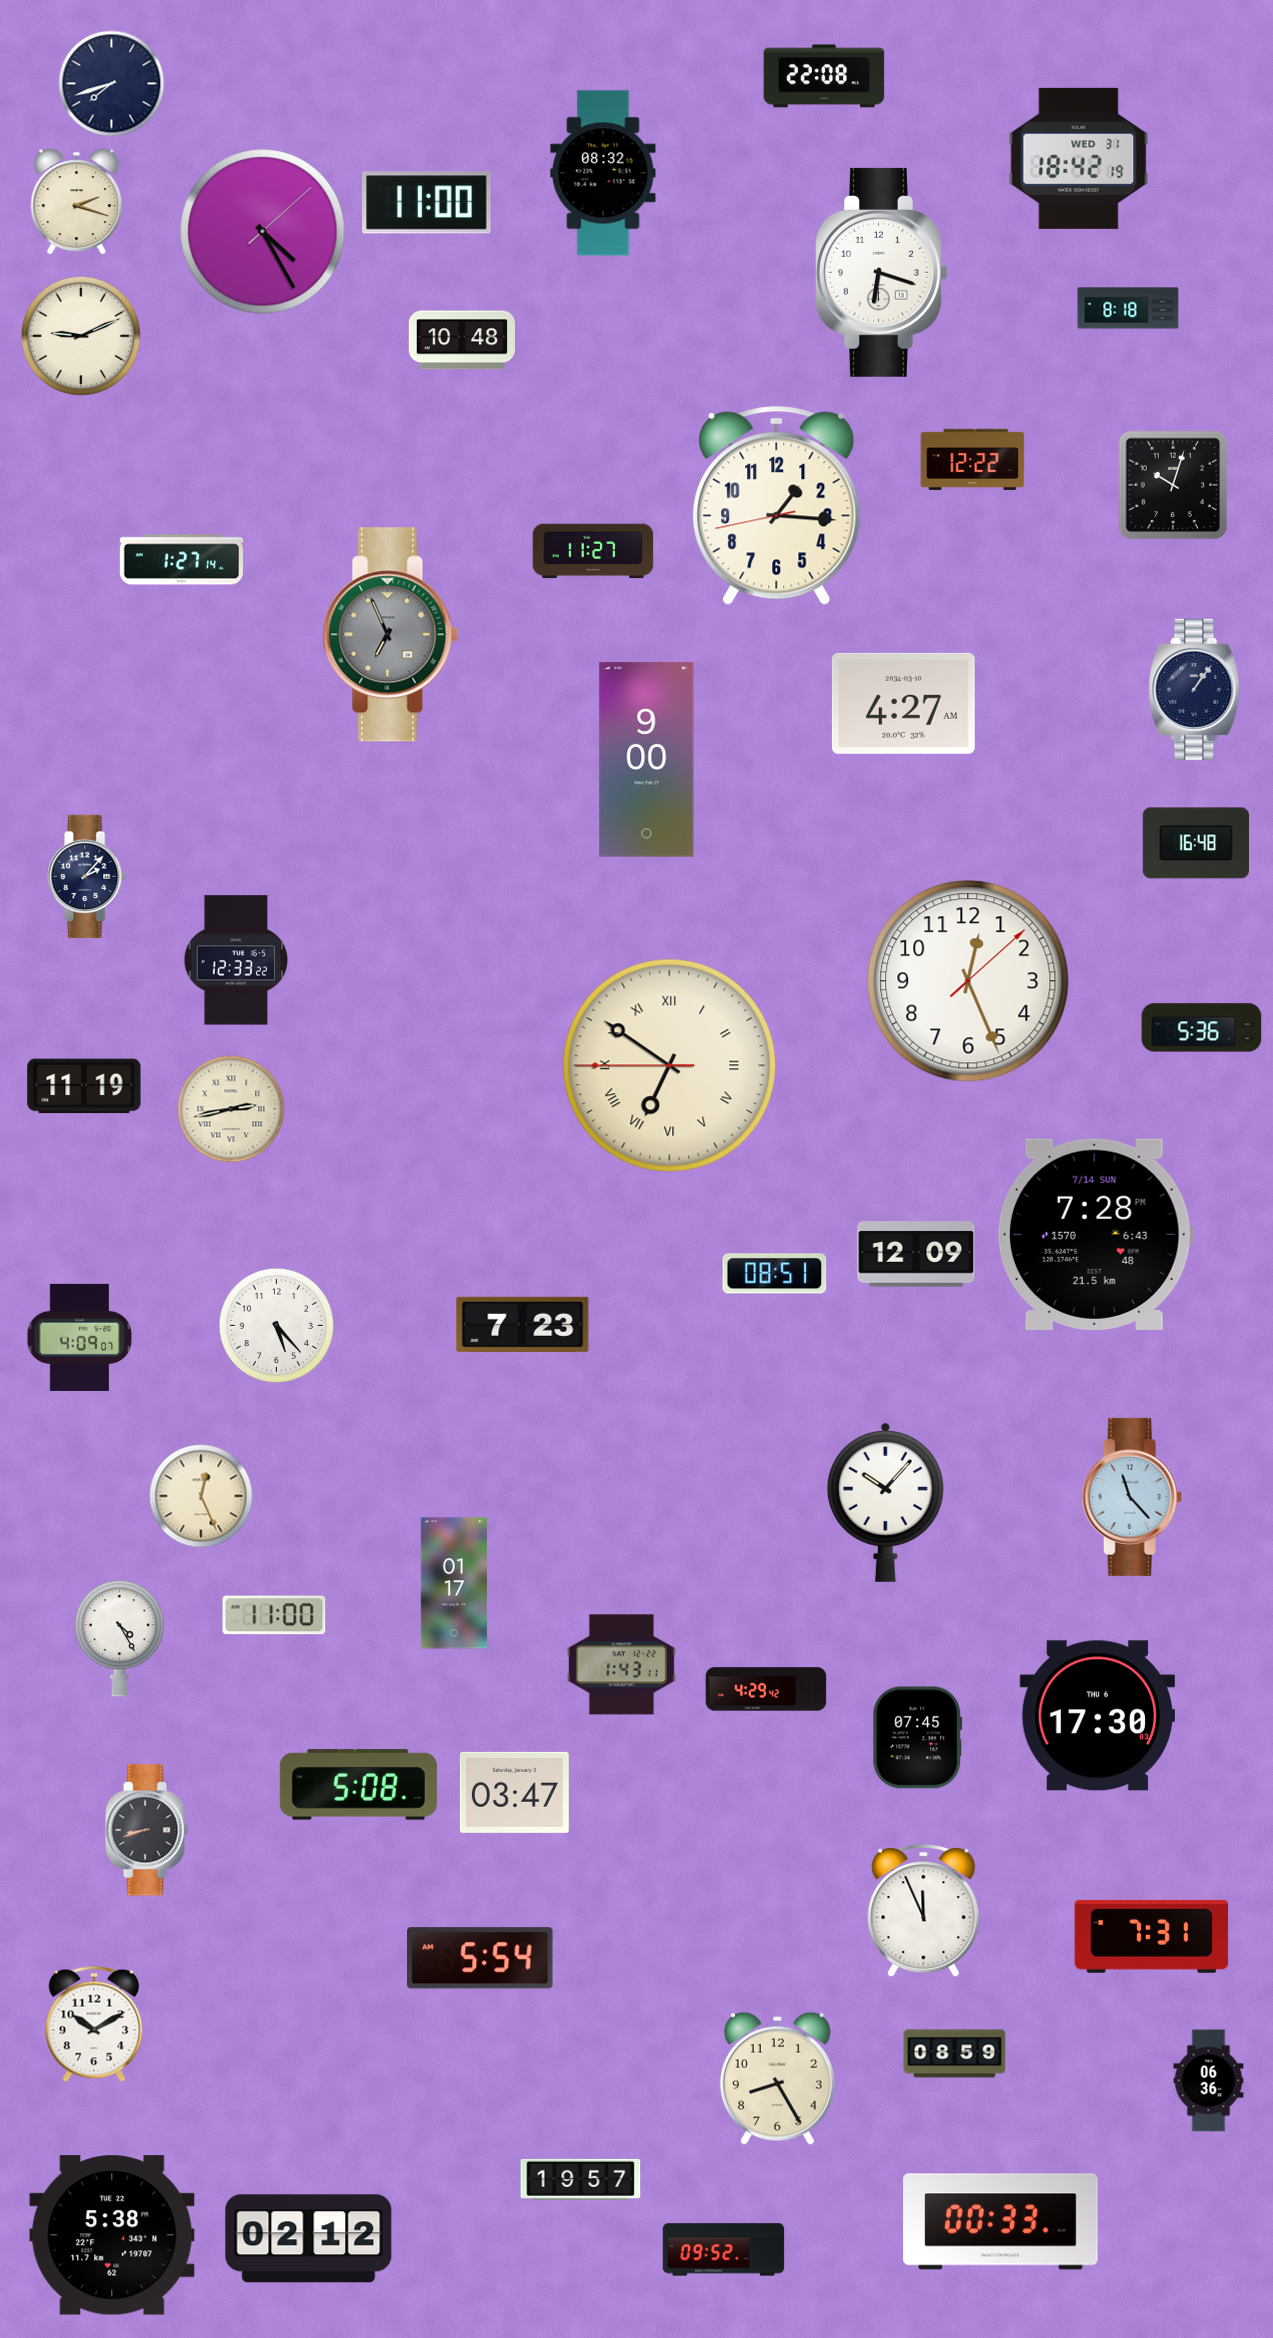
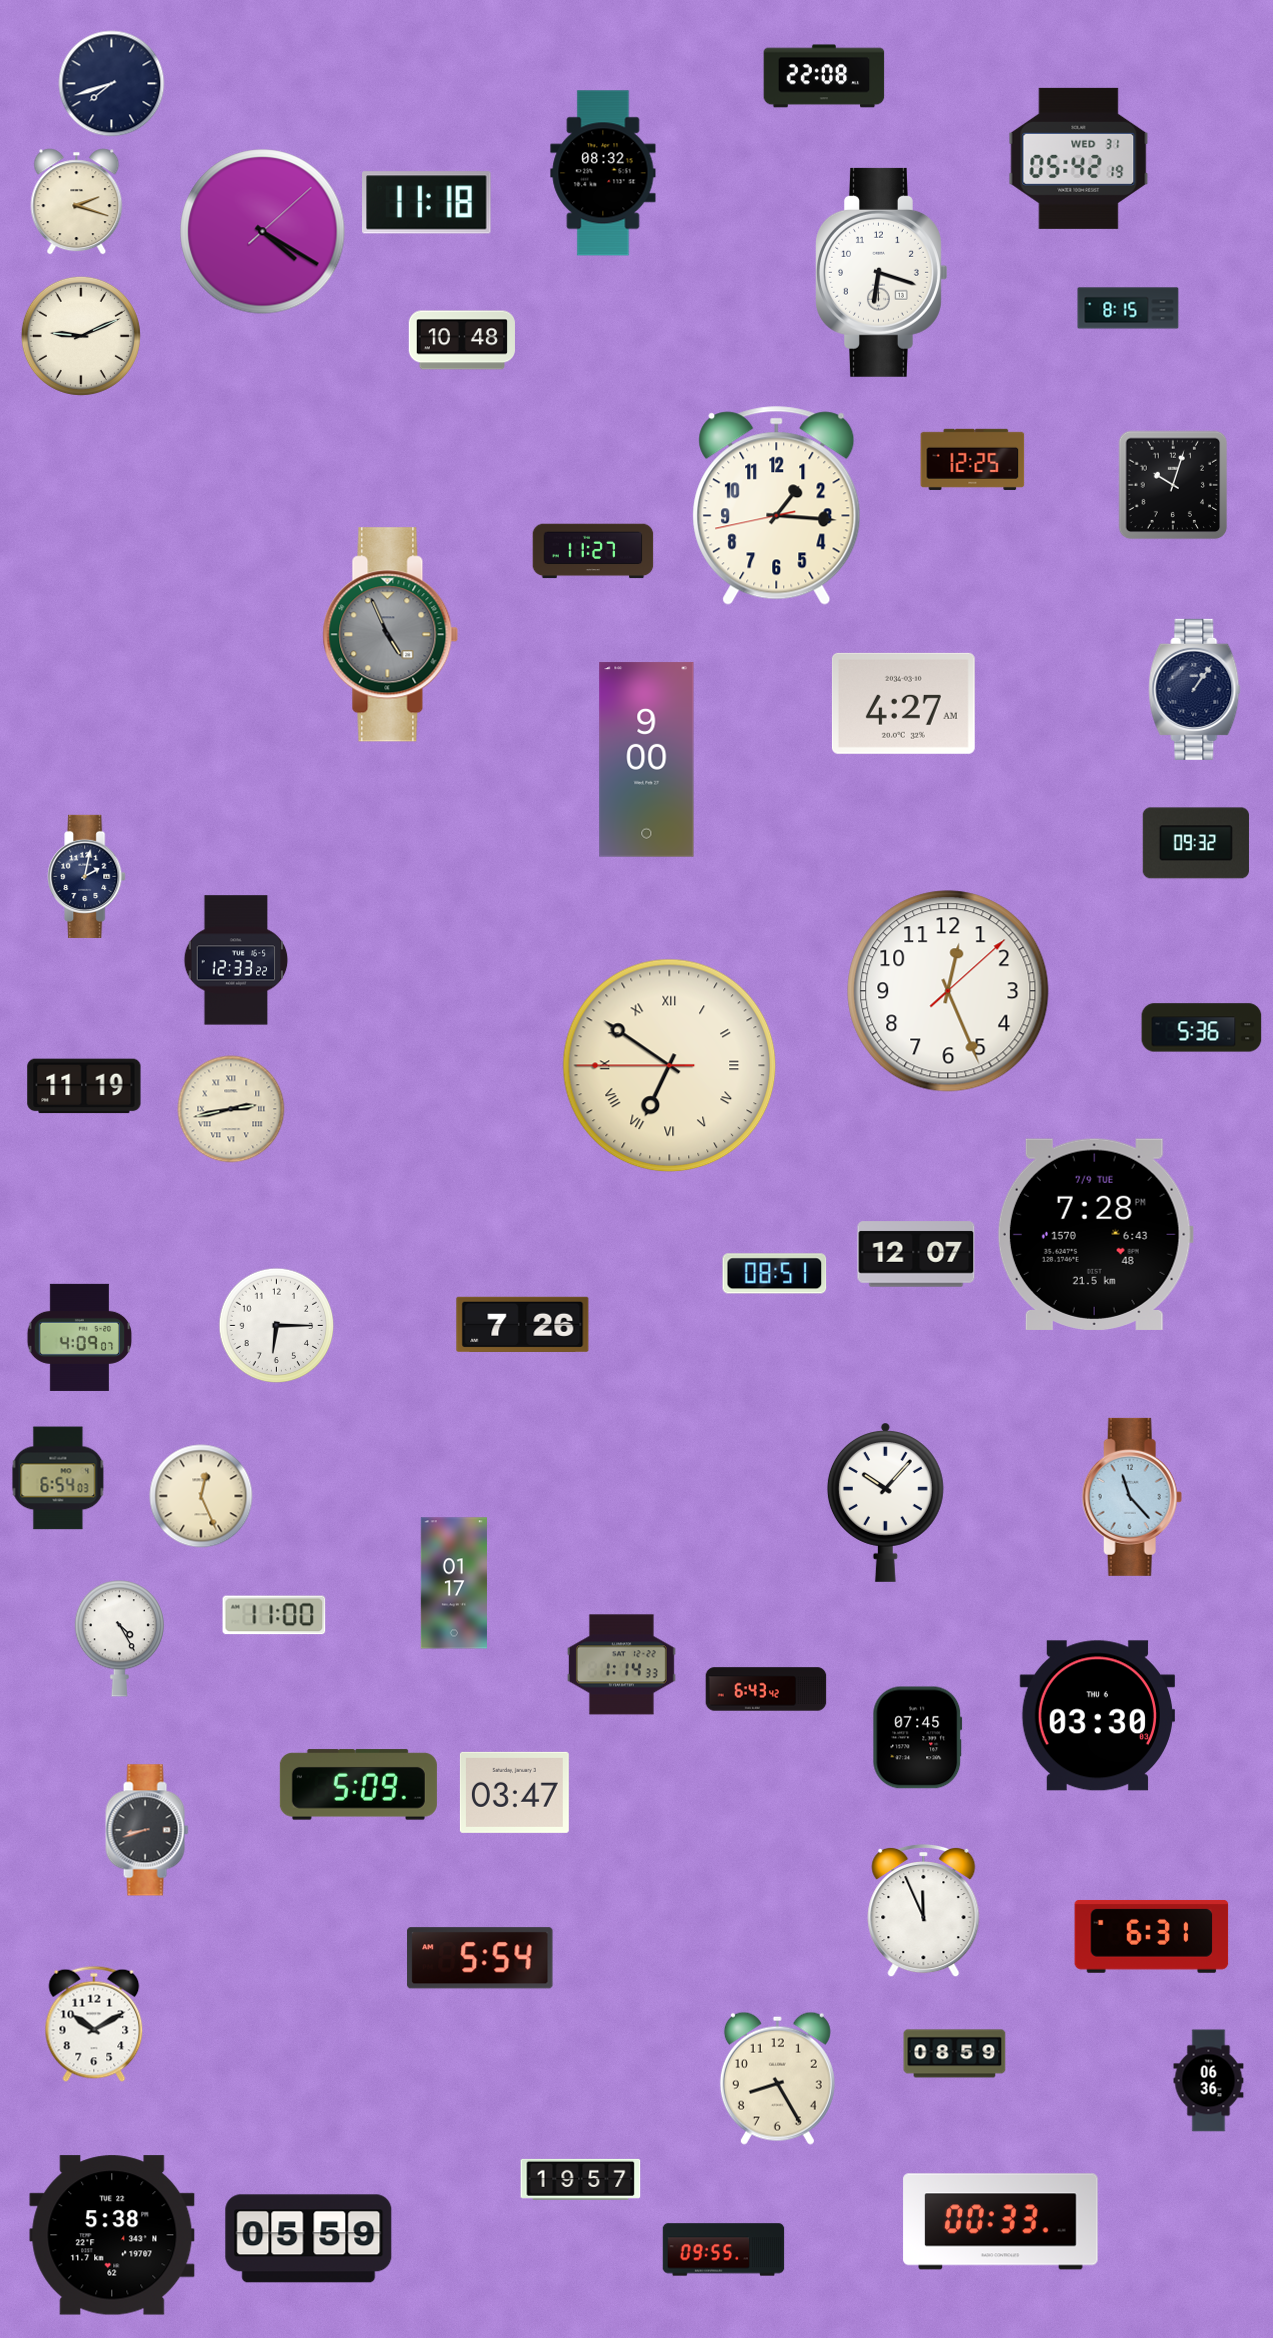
clock at (1079, 158): 18:42 -> 05:42
clock at (427, 203): 11:00 -> 11:18
clock at (263, 232): 4:25 -> 4:20
clock at (1128, 308): 8:18 -> 8:15
clock at (973, 459): 12:22 -> 12:25
clock at (181, 560): 1:27 -> none
clock at (391, 635): 6:56 -> 4:56
clock at (1196, 843): 16:48 -> 09:32
clock at (87, 876): 2:07 -> 2:02
clock at (968, 981) position: (968, 981) -> (948, 991)
clock at (1095, 1234) date: 7/14 SUN -> 7/9 TUE
clock at (916, 1254): 12:09 -> 12:07
clock at (523, 1324): 7:23 -> 7:26
clock at (277, 1326): 5:23 -> 6:15
clock at (58, 1478): none -> 6:54
clock at (621, 1665): 1:43 -> 1:14
clock at (766, 1689): 4:29 -> 6:43
clock at (1097, 1716): 17:30 -> 03:30
clock at (358, 1785): 5:08 -> 5:09
clock at (1152, 1936): 7:31 -> 6:31
clock at (309, 2239): 02:12 -> 05:59
clock at (724, 2250): 09:52 -> 09:55
